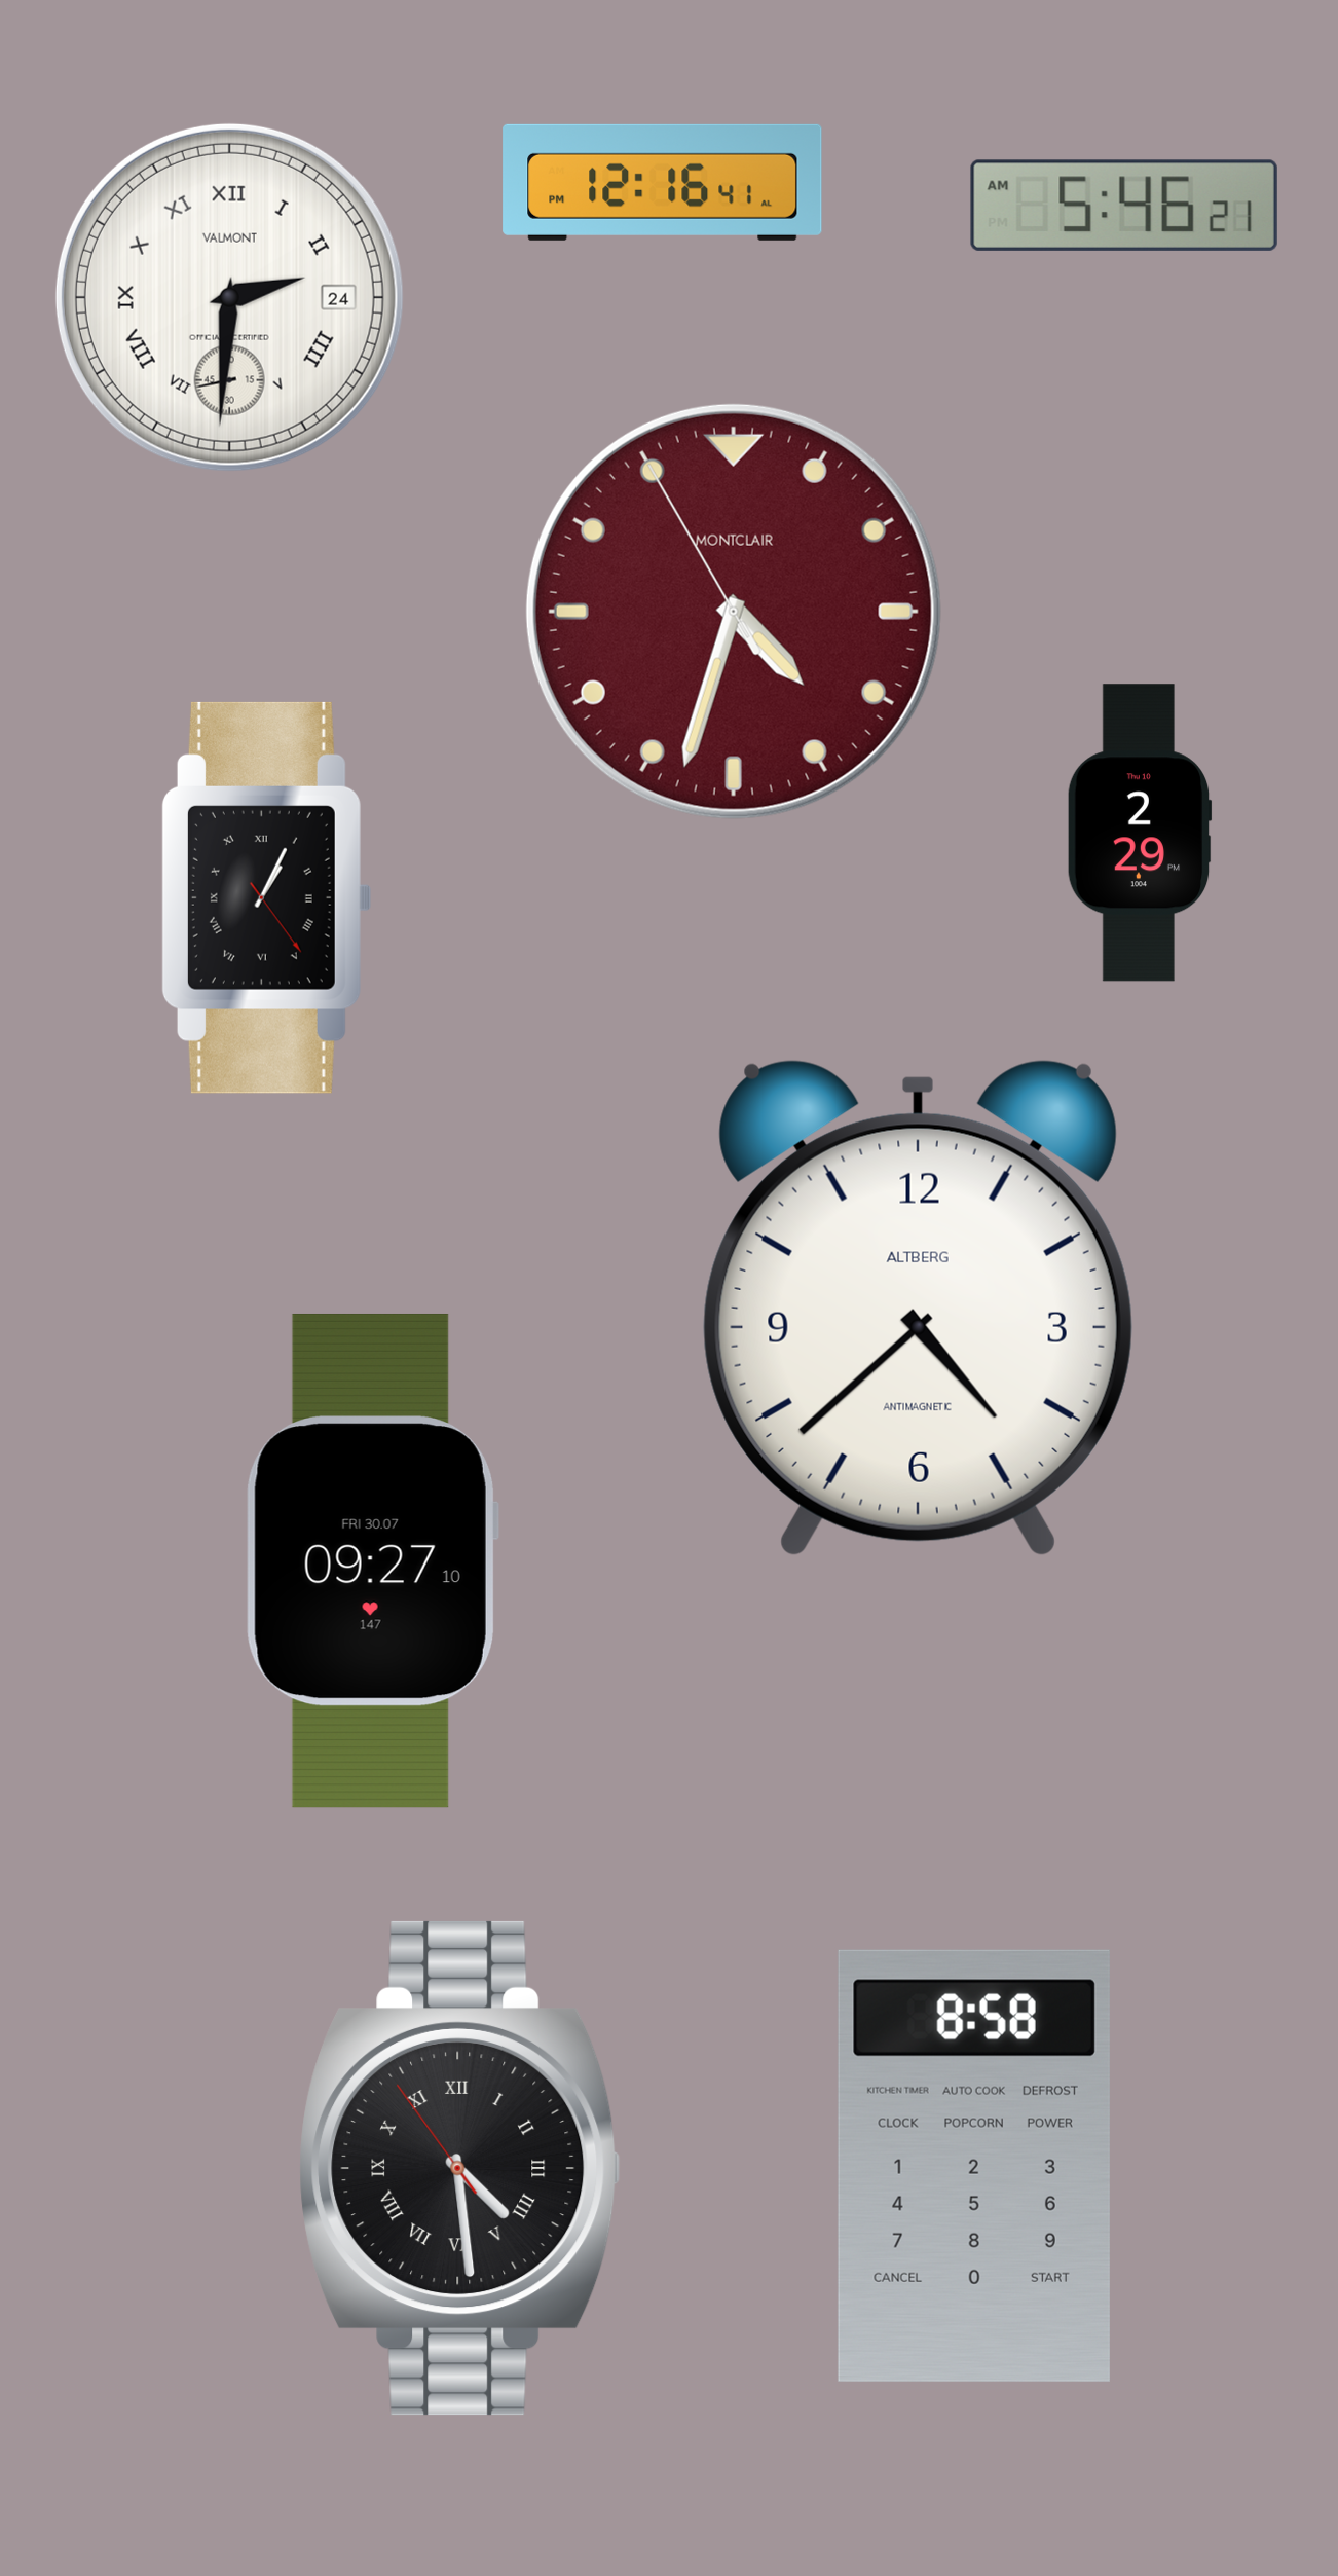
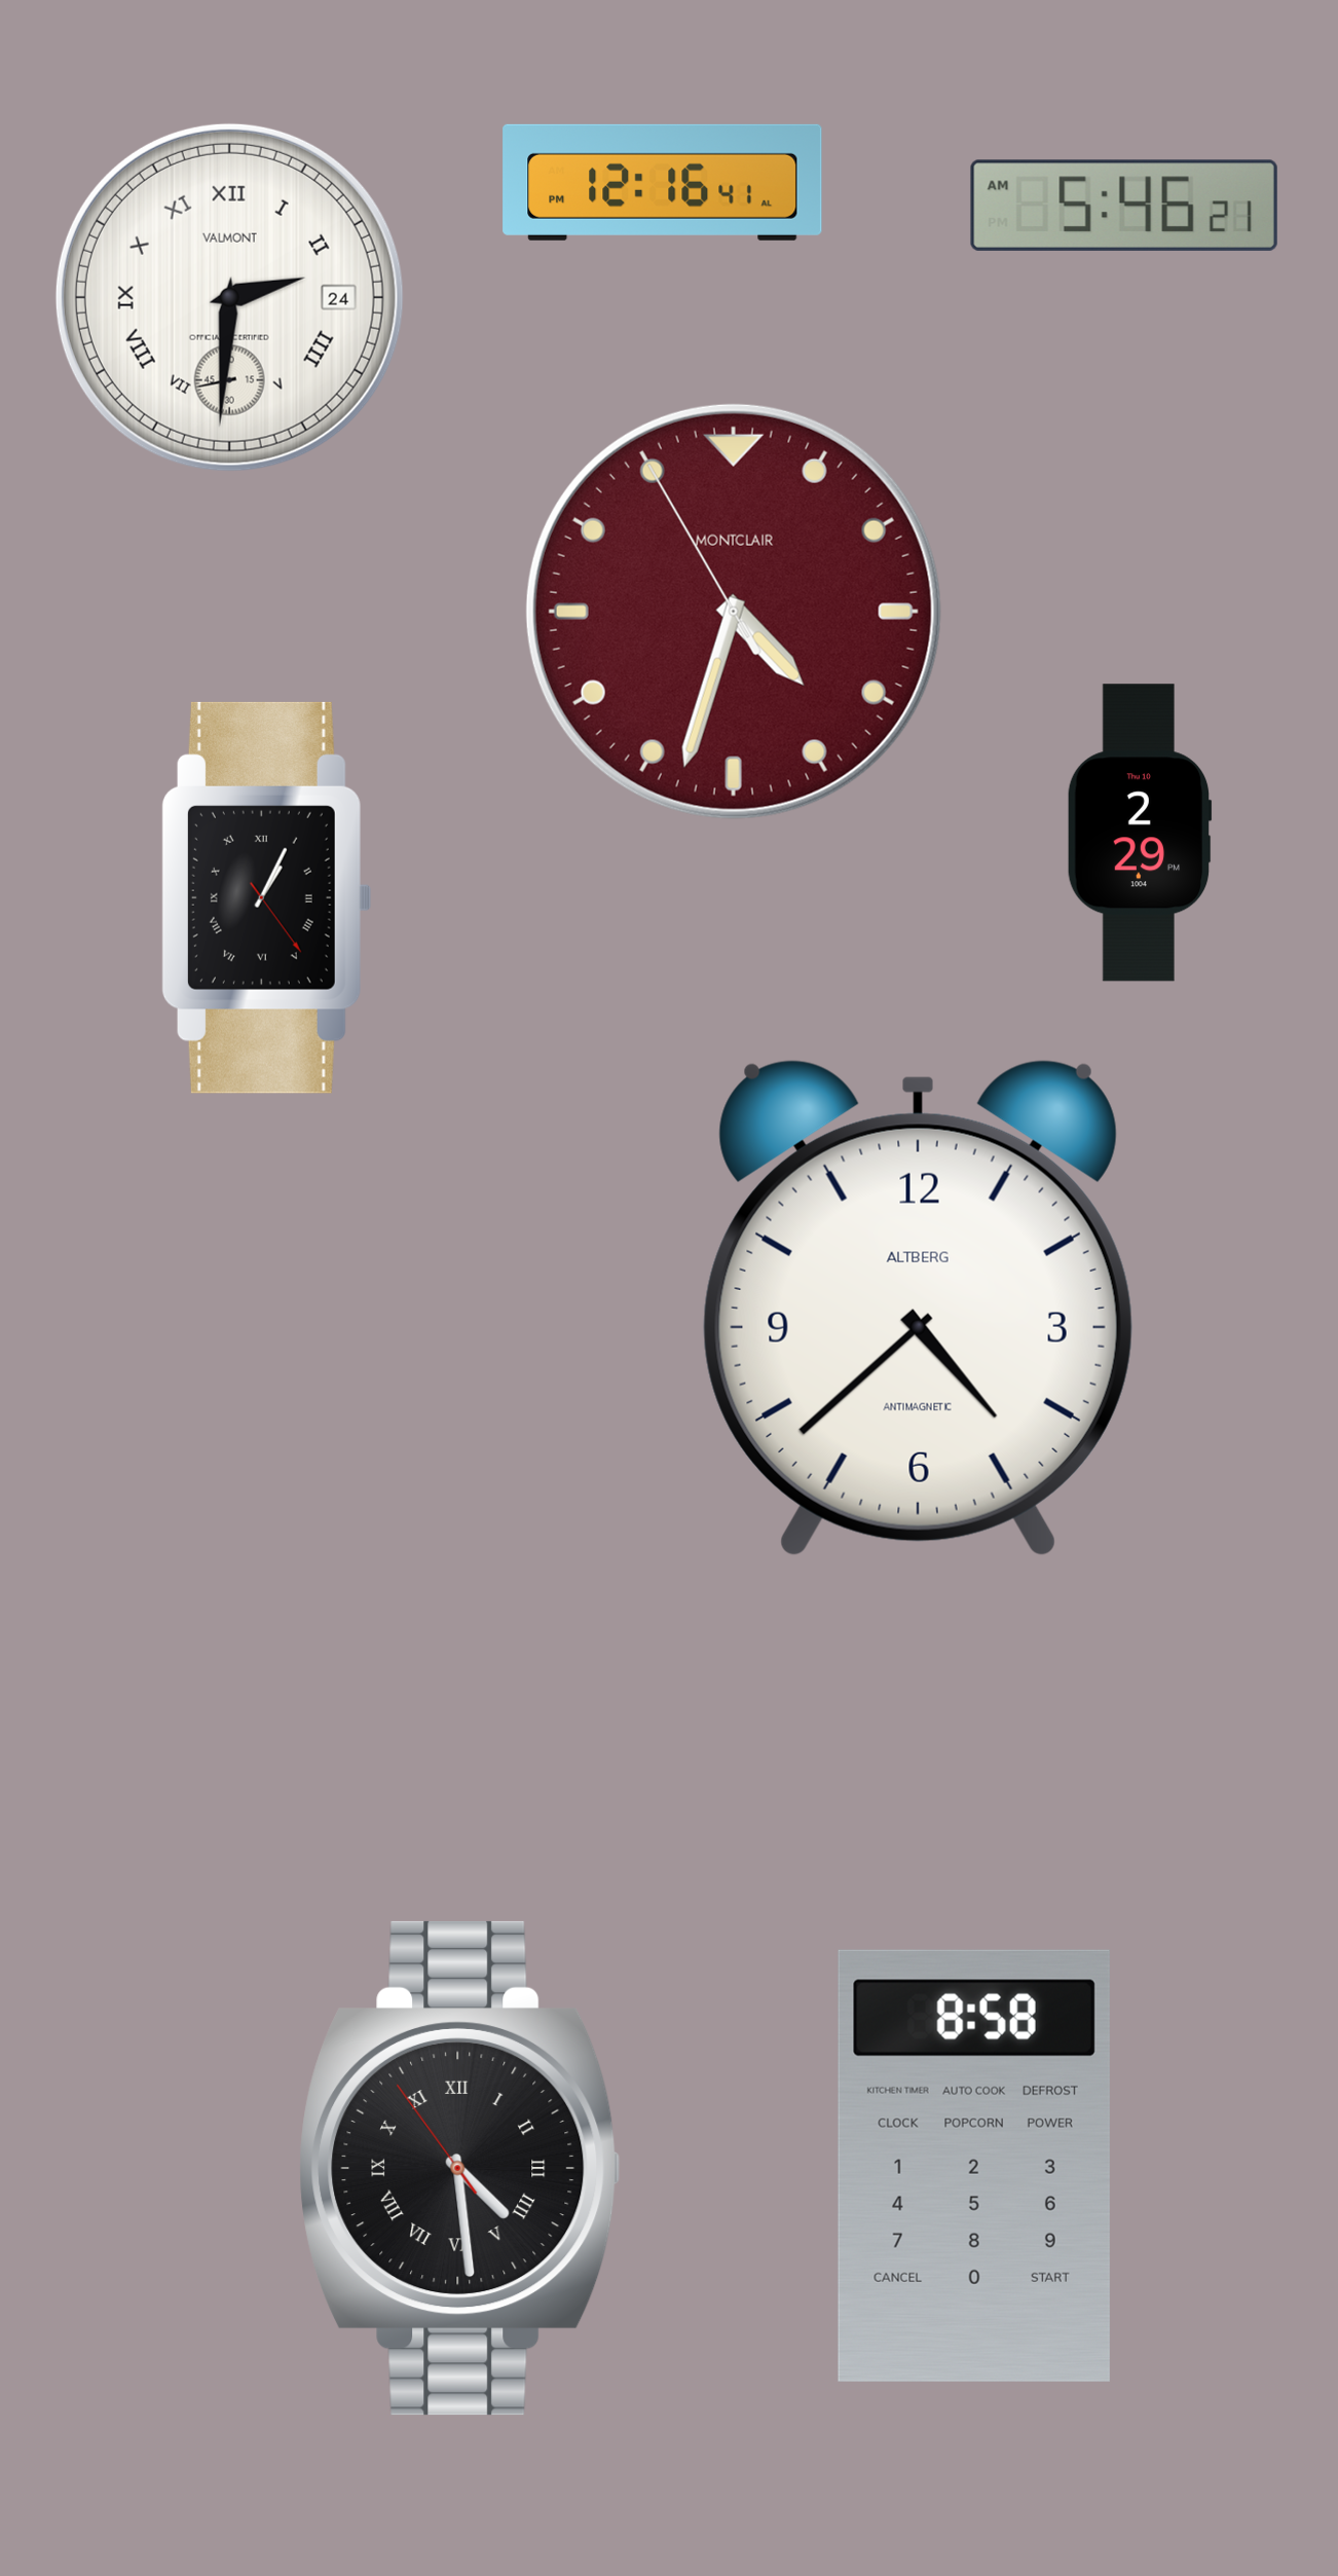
clock at (372, 1560): 09:27 -> none
